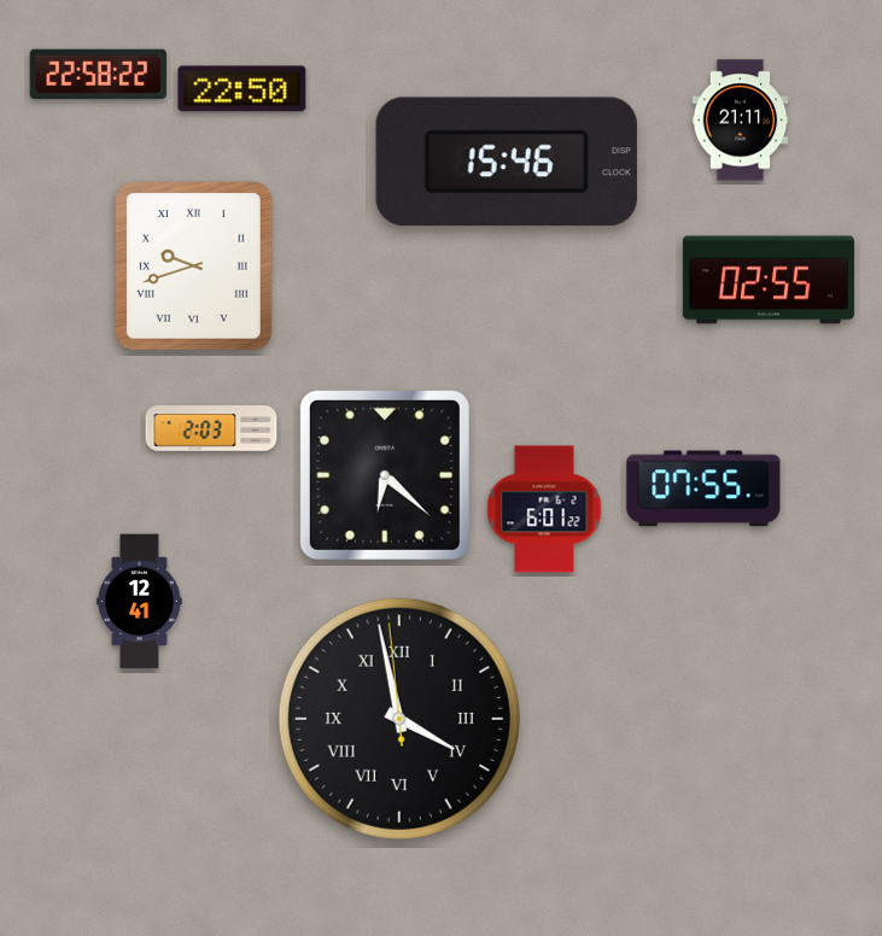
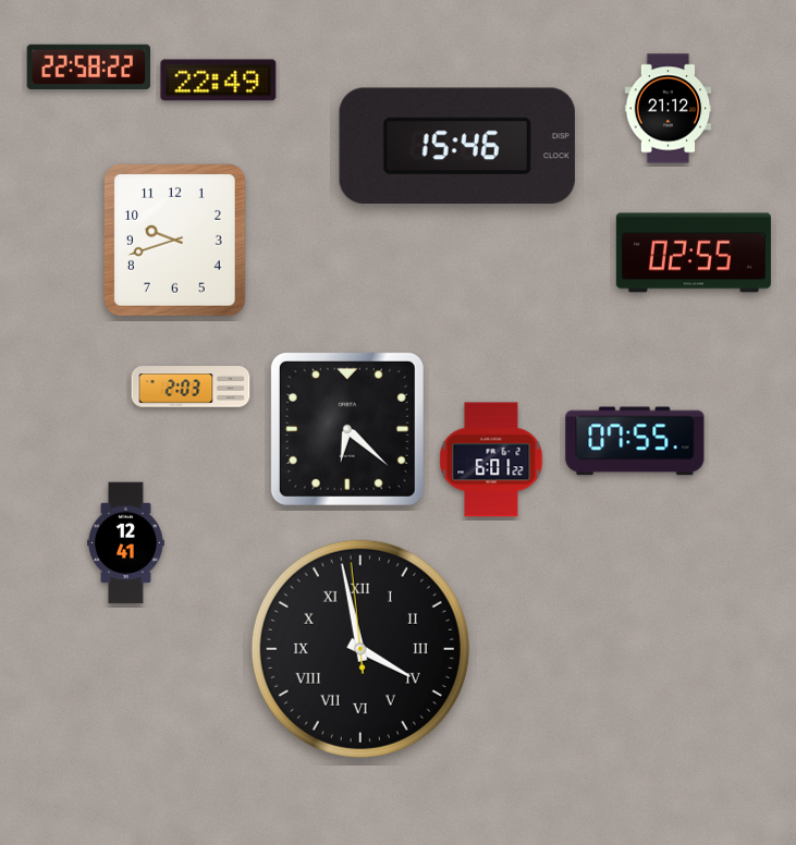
clock at (243, 89): 22:50 -> 22:49
clock at (741, 121): 21:11 -> 21:12
clock at (194, 267) numerals: Roman -> Arabic
